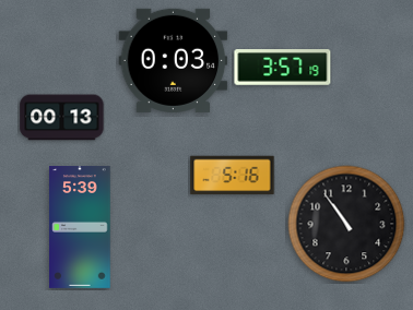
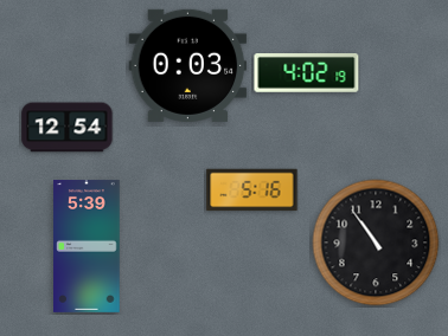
clock at (283, 68): 3:57 -> 4:02
clock at (62, 118): 00:13 -> 12:54
